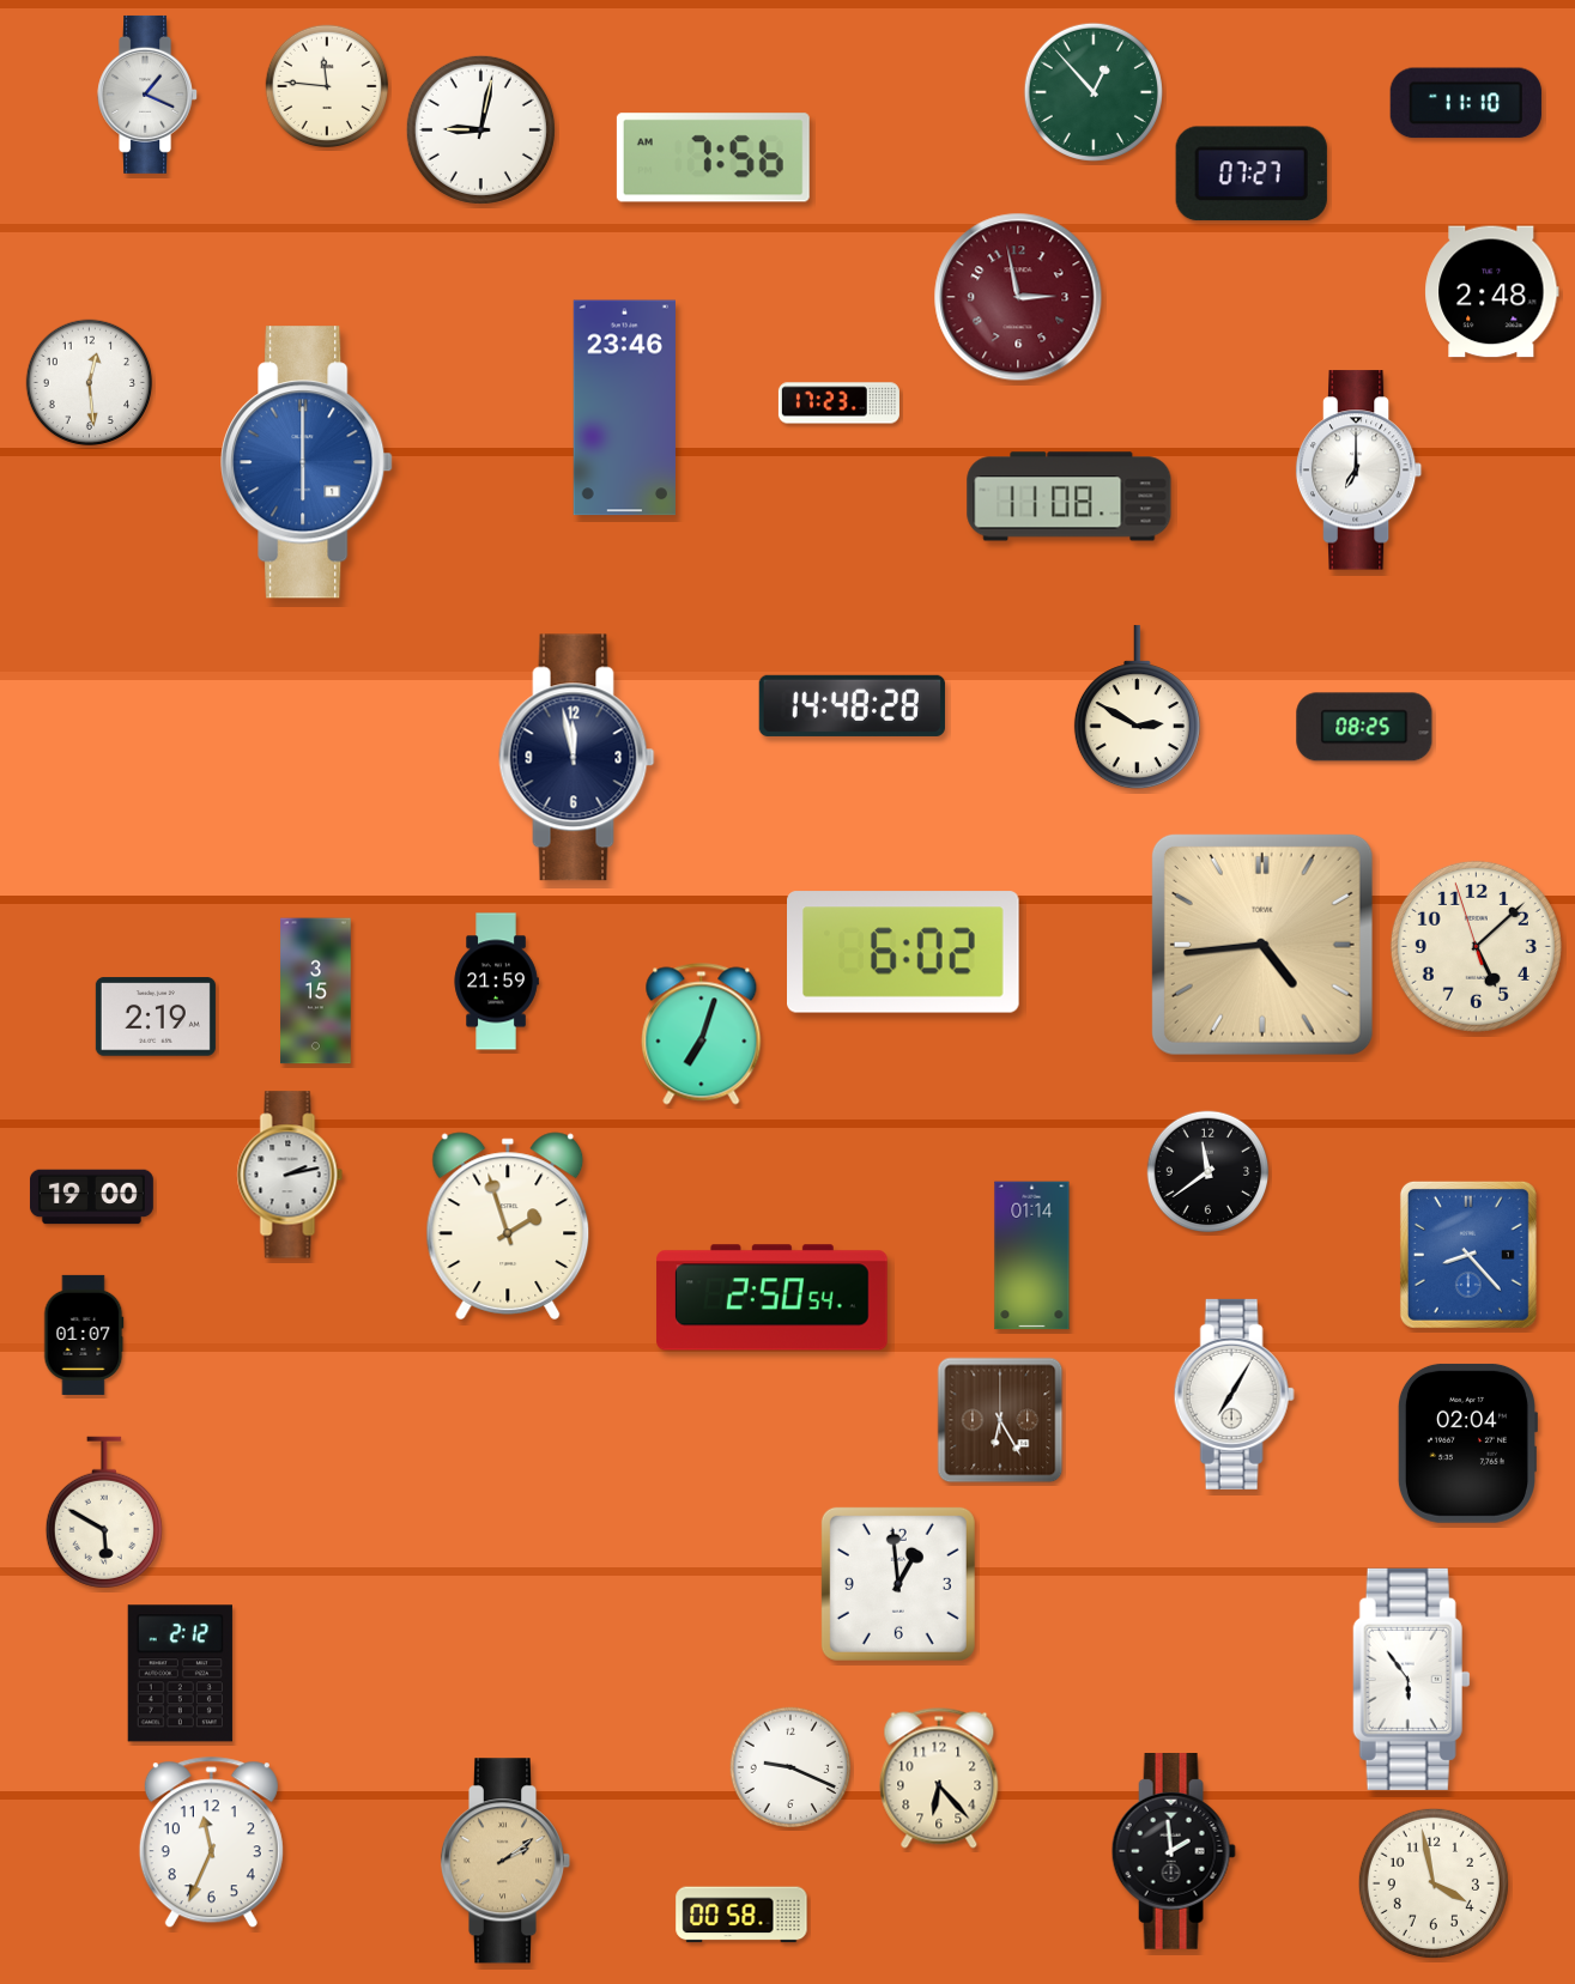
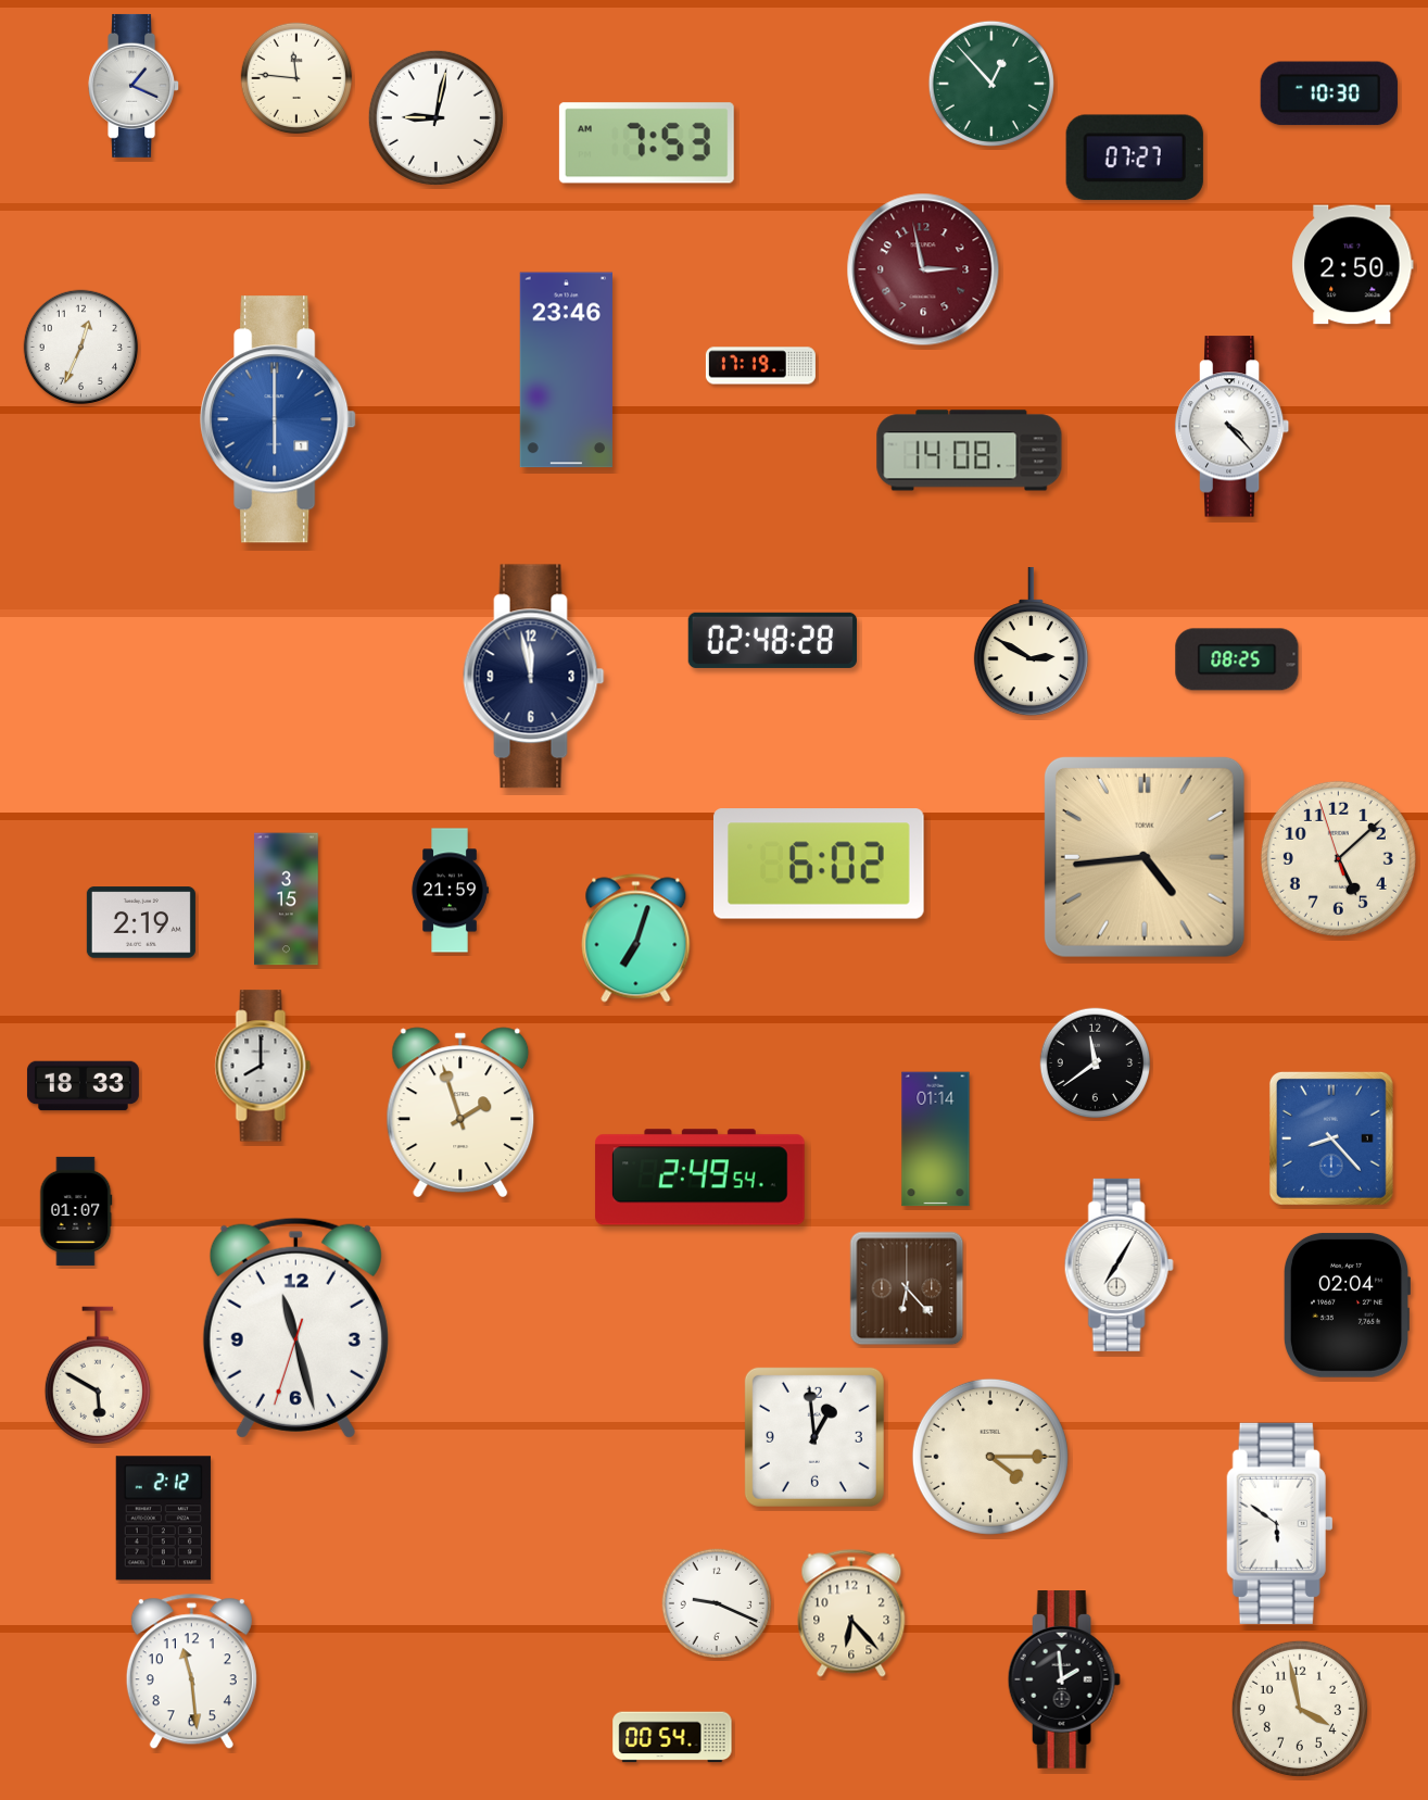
clock at (1466, 103): 11:10 -> 10:30
clock at (713, 158): 7:56 -> 7:53
clock at (1492, 292): 2:48 -> 2:50
clock at (90, 383): 12:29 -> 12:34
clock at (838, 404): 17:23 -> 17:19
clock at (1359, 471): 7:00 -> 4:23
clock at (1070, 497): 11:08 -> 14:08
clock at (852, 705): 14:48 -> 02:48
clock at (577, 758) position: (577, 758) -> (534, 677)
clock at (290, 1175): 2:13 -> 8:00
clock at (91, 1197): 19:00 -> 18:33
clock at (773, 1298): 2:50 -> 2:49
clock at (1000, 1420): 6:25 -> 6:23
clock at (1466, 1443) position: (1466, 1443) -> (1345, 1305)
clock at (295, 1327): none -> 11:27
clock at (104, 1512) position: (104, 1512) -> (98, 1375)
clock at (990, 1457): none -> 4:15
clock at (1411, 1679): 5:54 -> 5:51
clock at (211, 1843): 11:34 -> 11:29
clock at (505, 1861): 2:09 -> none
clock at (741, 1915): 00:58 -> 00:54
